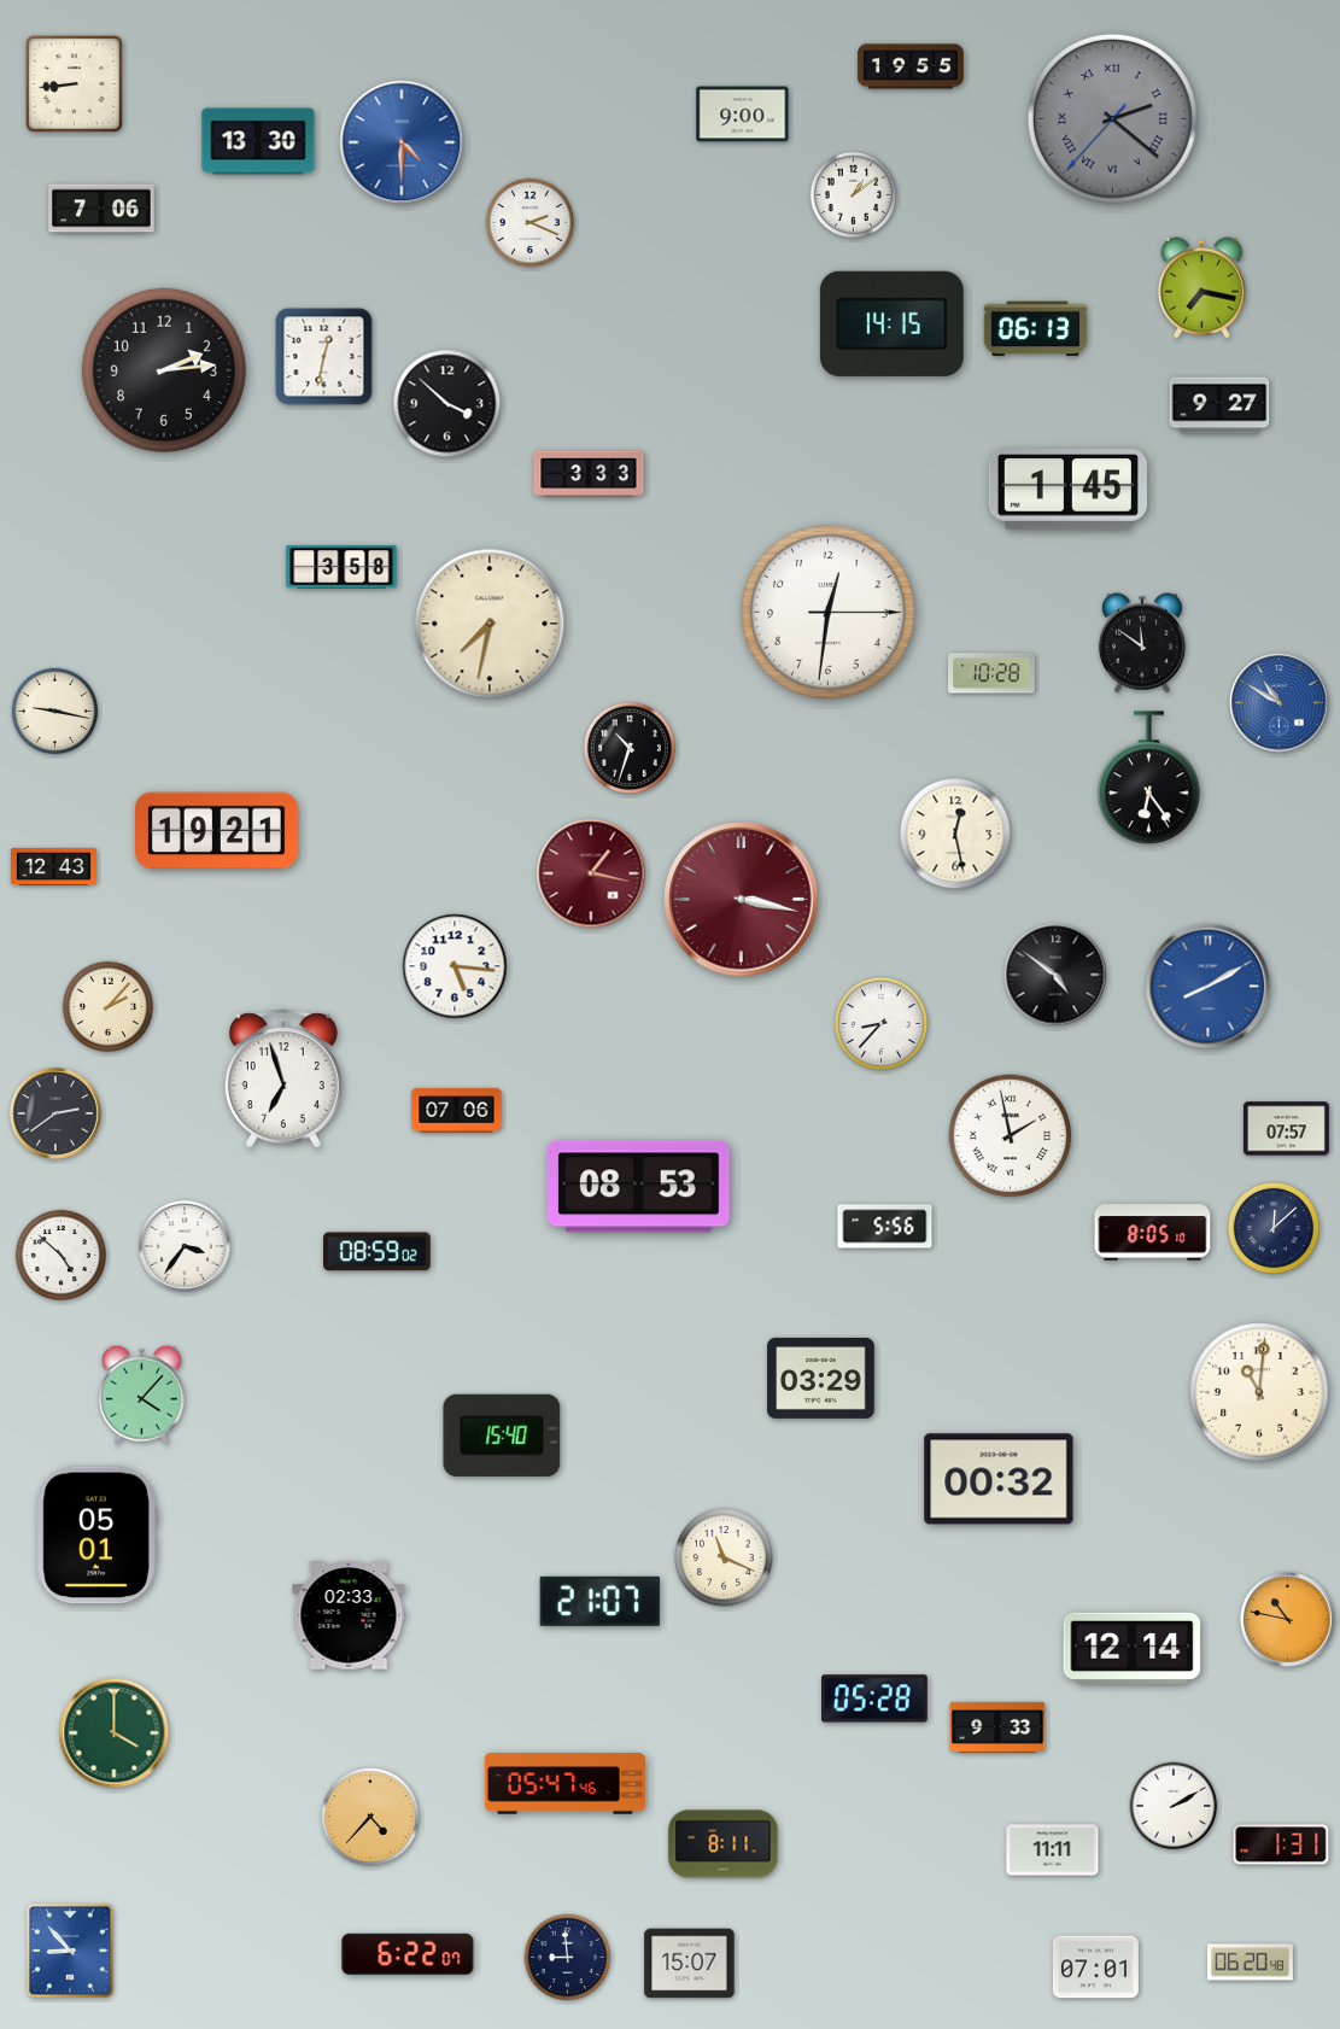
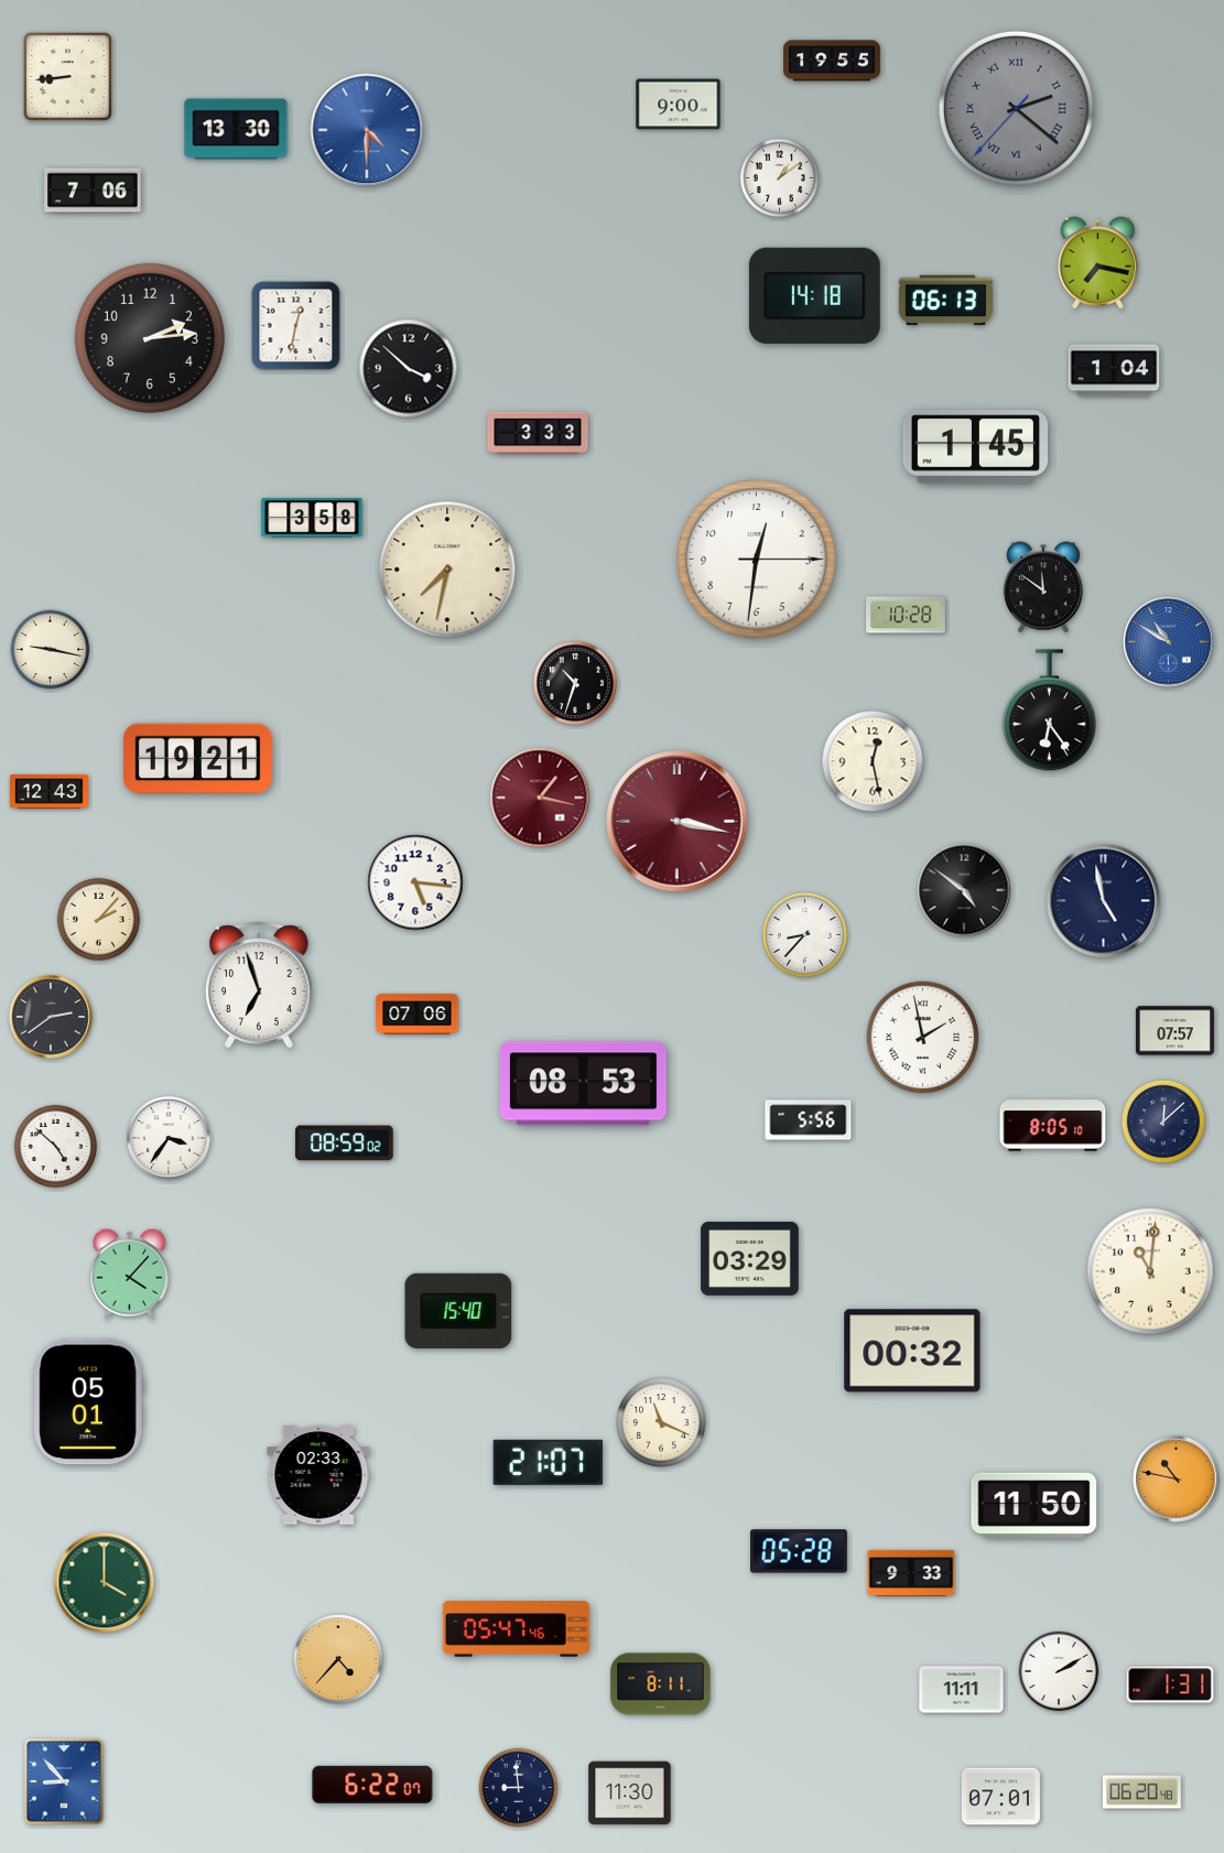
clock at (531, 223): 2:19 -> none
clock at (891, 323): 14:15 -> 14:18
clock at (1219, 405): 9:27 -> 1:04
clock at (1209, 987): 8:10 -> 4:58
clock at (1209, 987) dial: blue -> navy
clock at (1133, 1648): 12:14 -> 11:50
clock at (997, 1727) position: (997, 1727) -> (911, 1573)
clock at (1174, 1806) position: (1174, 1806) -> (1059, 1671)
clock at (690, 1964): 15:07 -> 11:30
